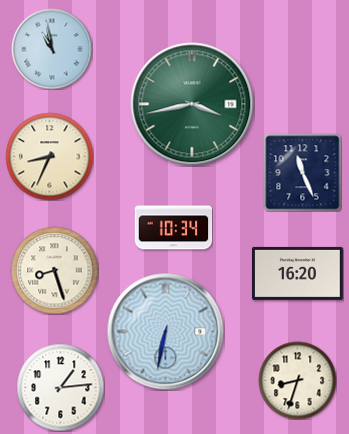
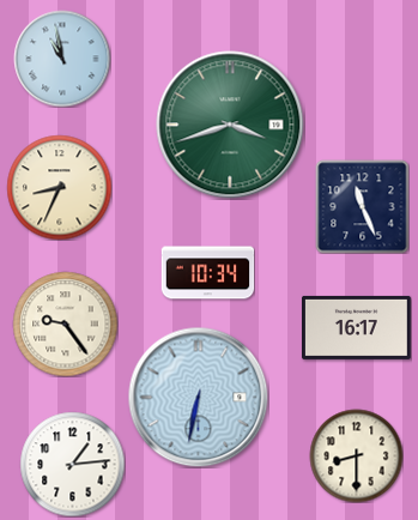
clock at (192, 104): 3:43 -> 3:42
clock at (54, 270): 8:27 -> 9:24
clock at (298, 273): 16:20 -> 16:17
clock at (297, 380): 8:33 -> 8:30
